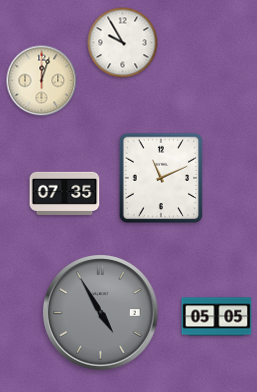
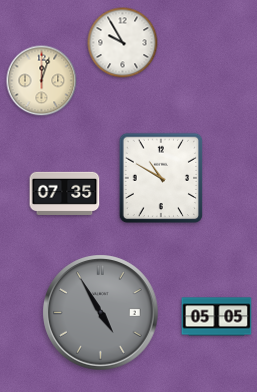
clock at (161, 178): 11:11 -> 10:50
